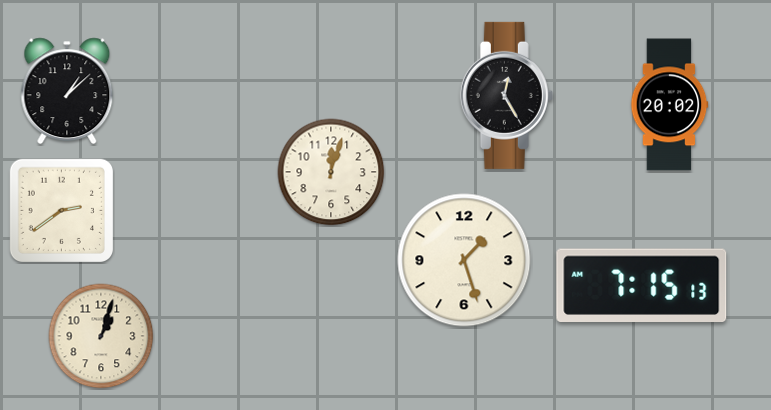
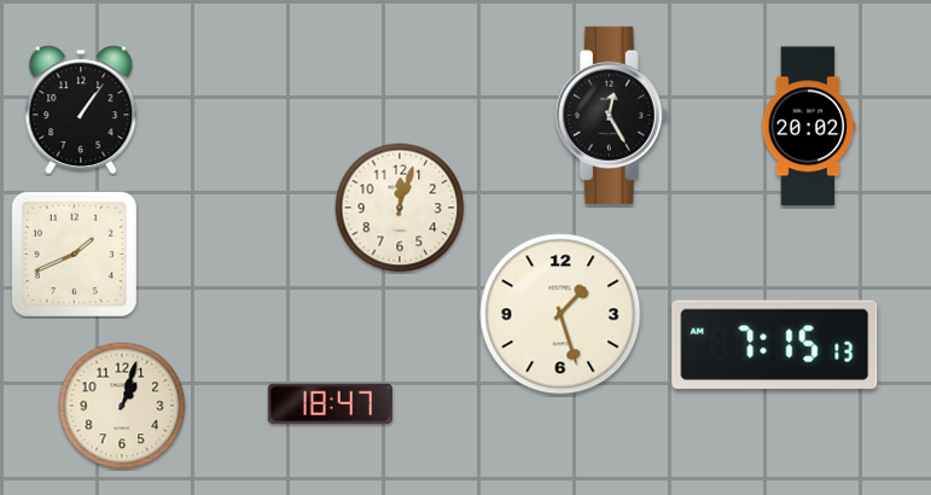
clock at (67, 91): 1:08 -> 1:06
clock at (61, 210): 2:39 -> 1:41
clock at (330, 404): none -> 18:47
